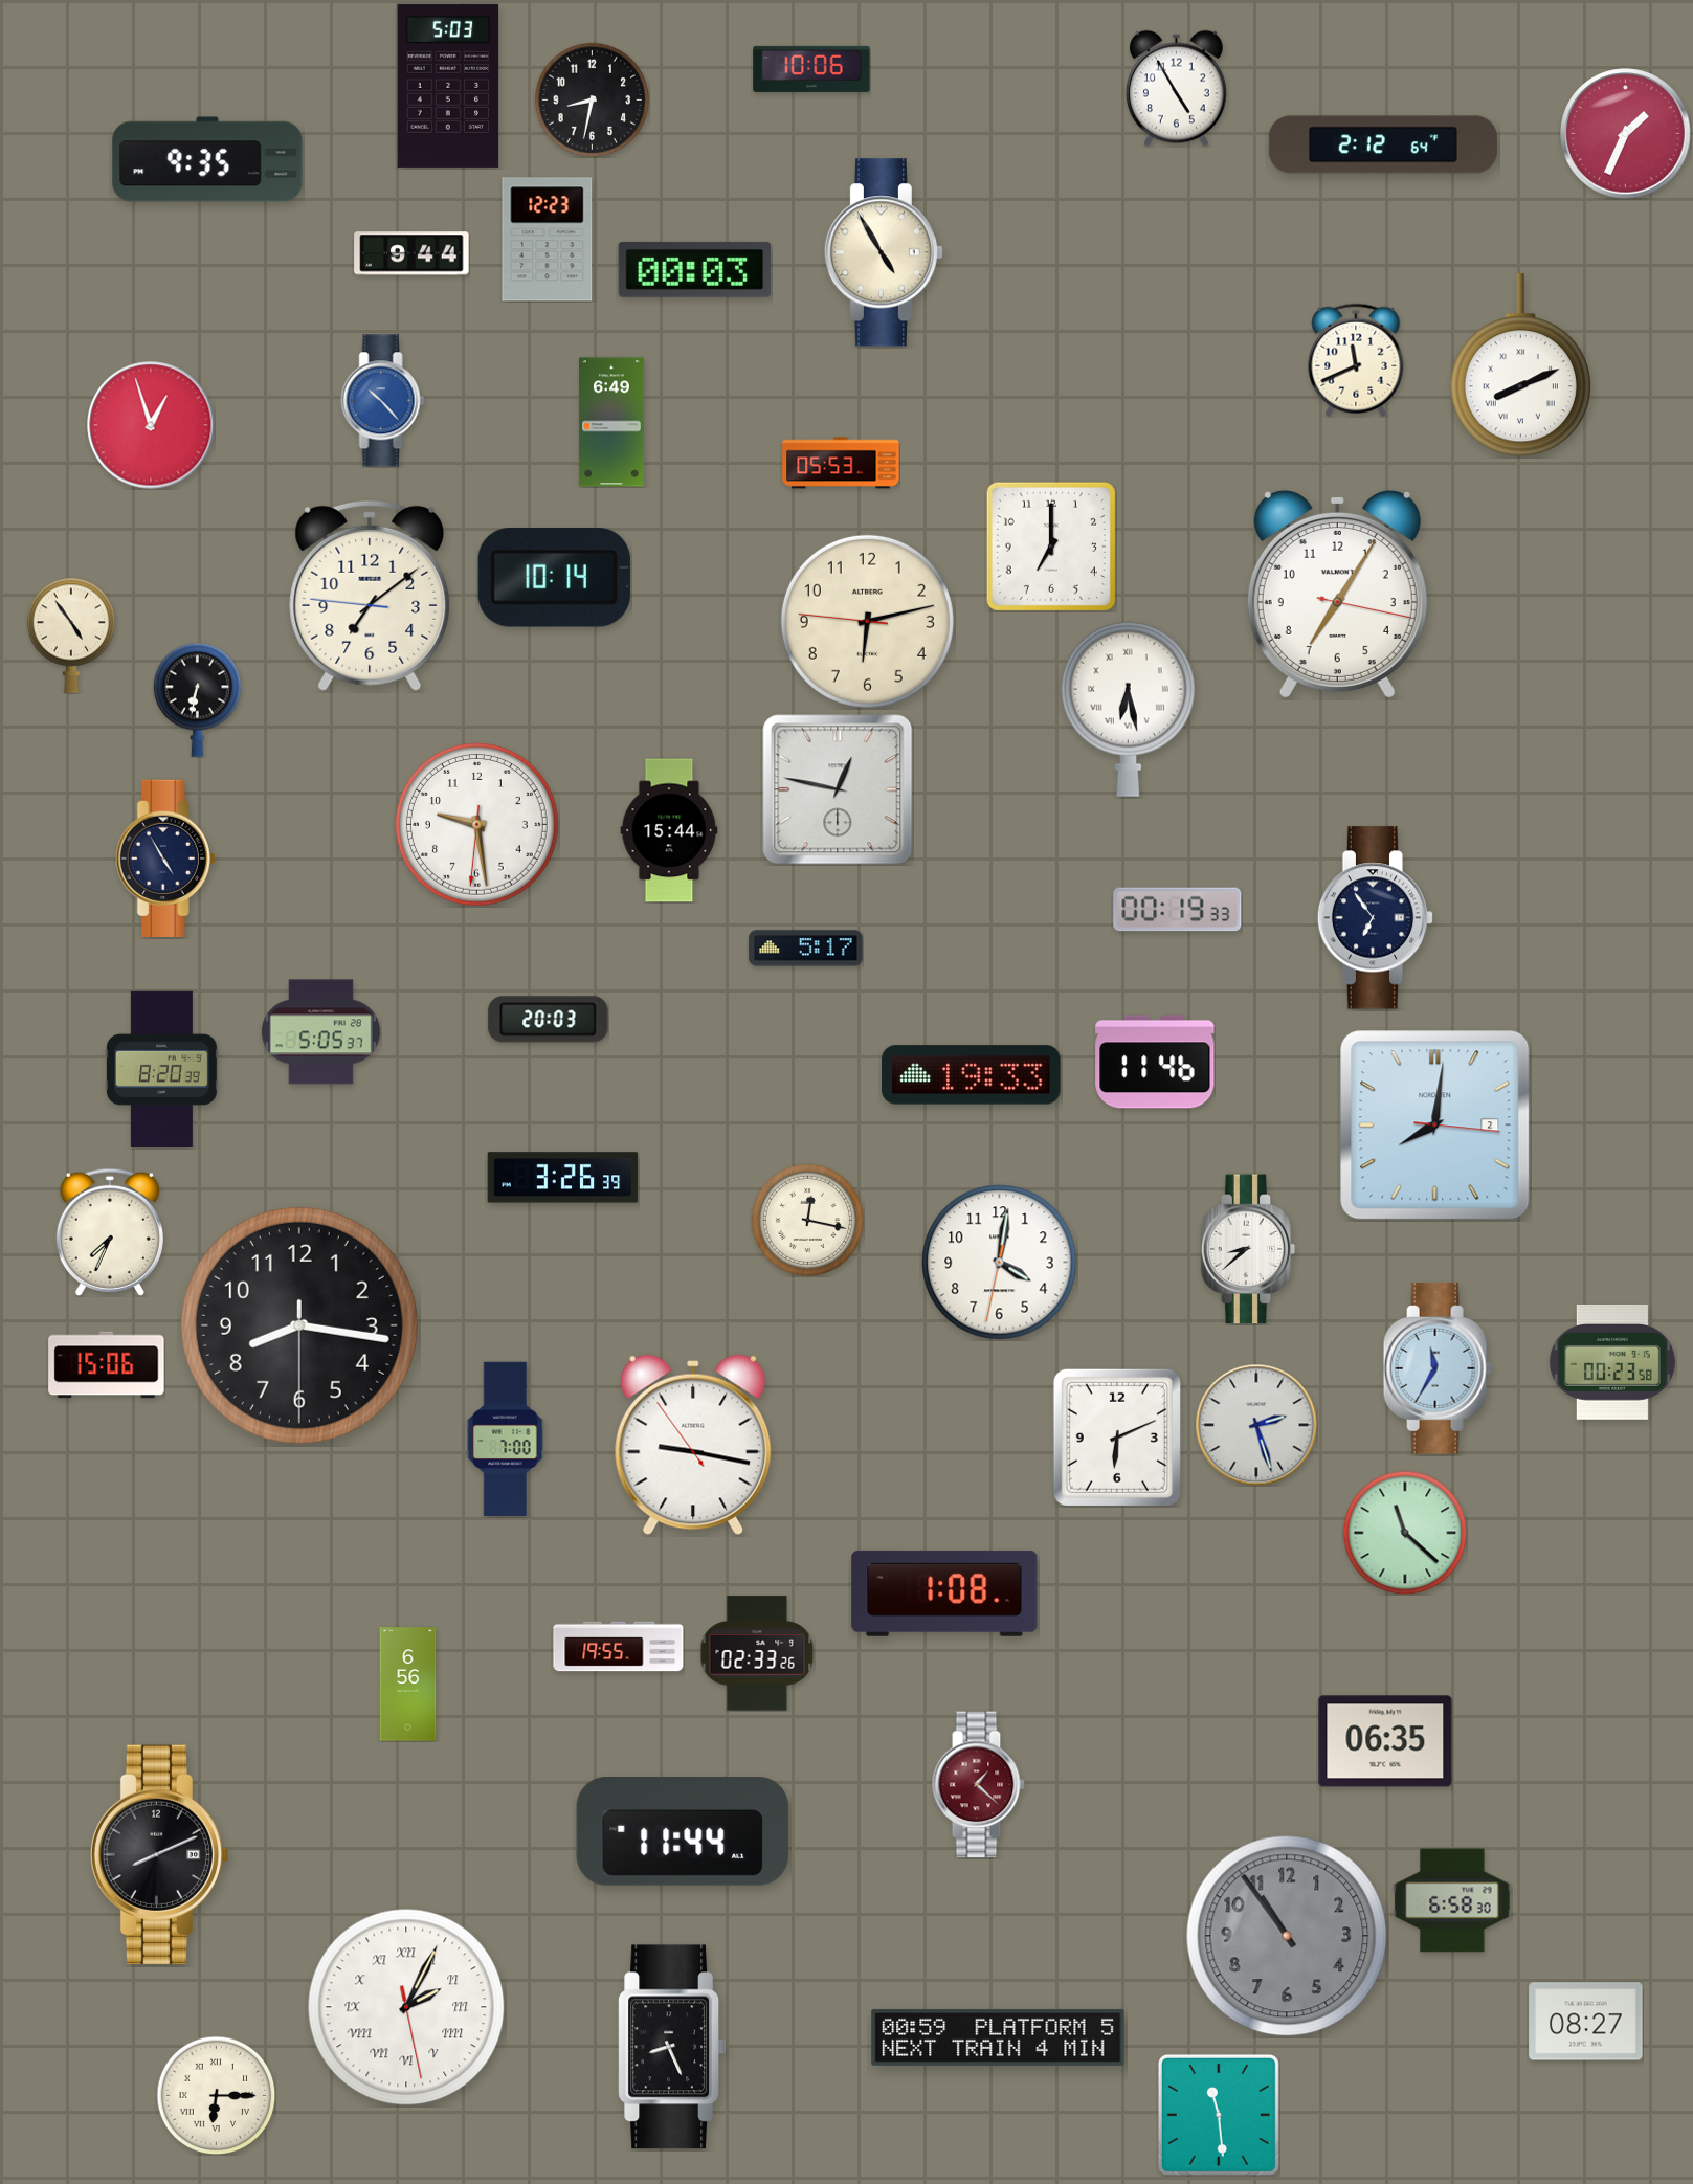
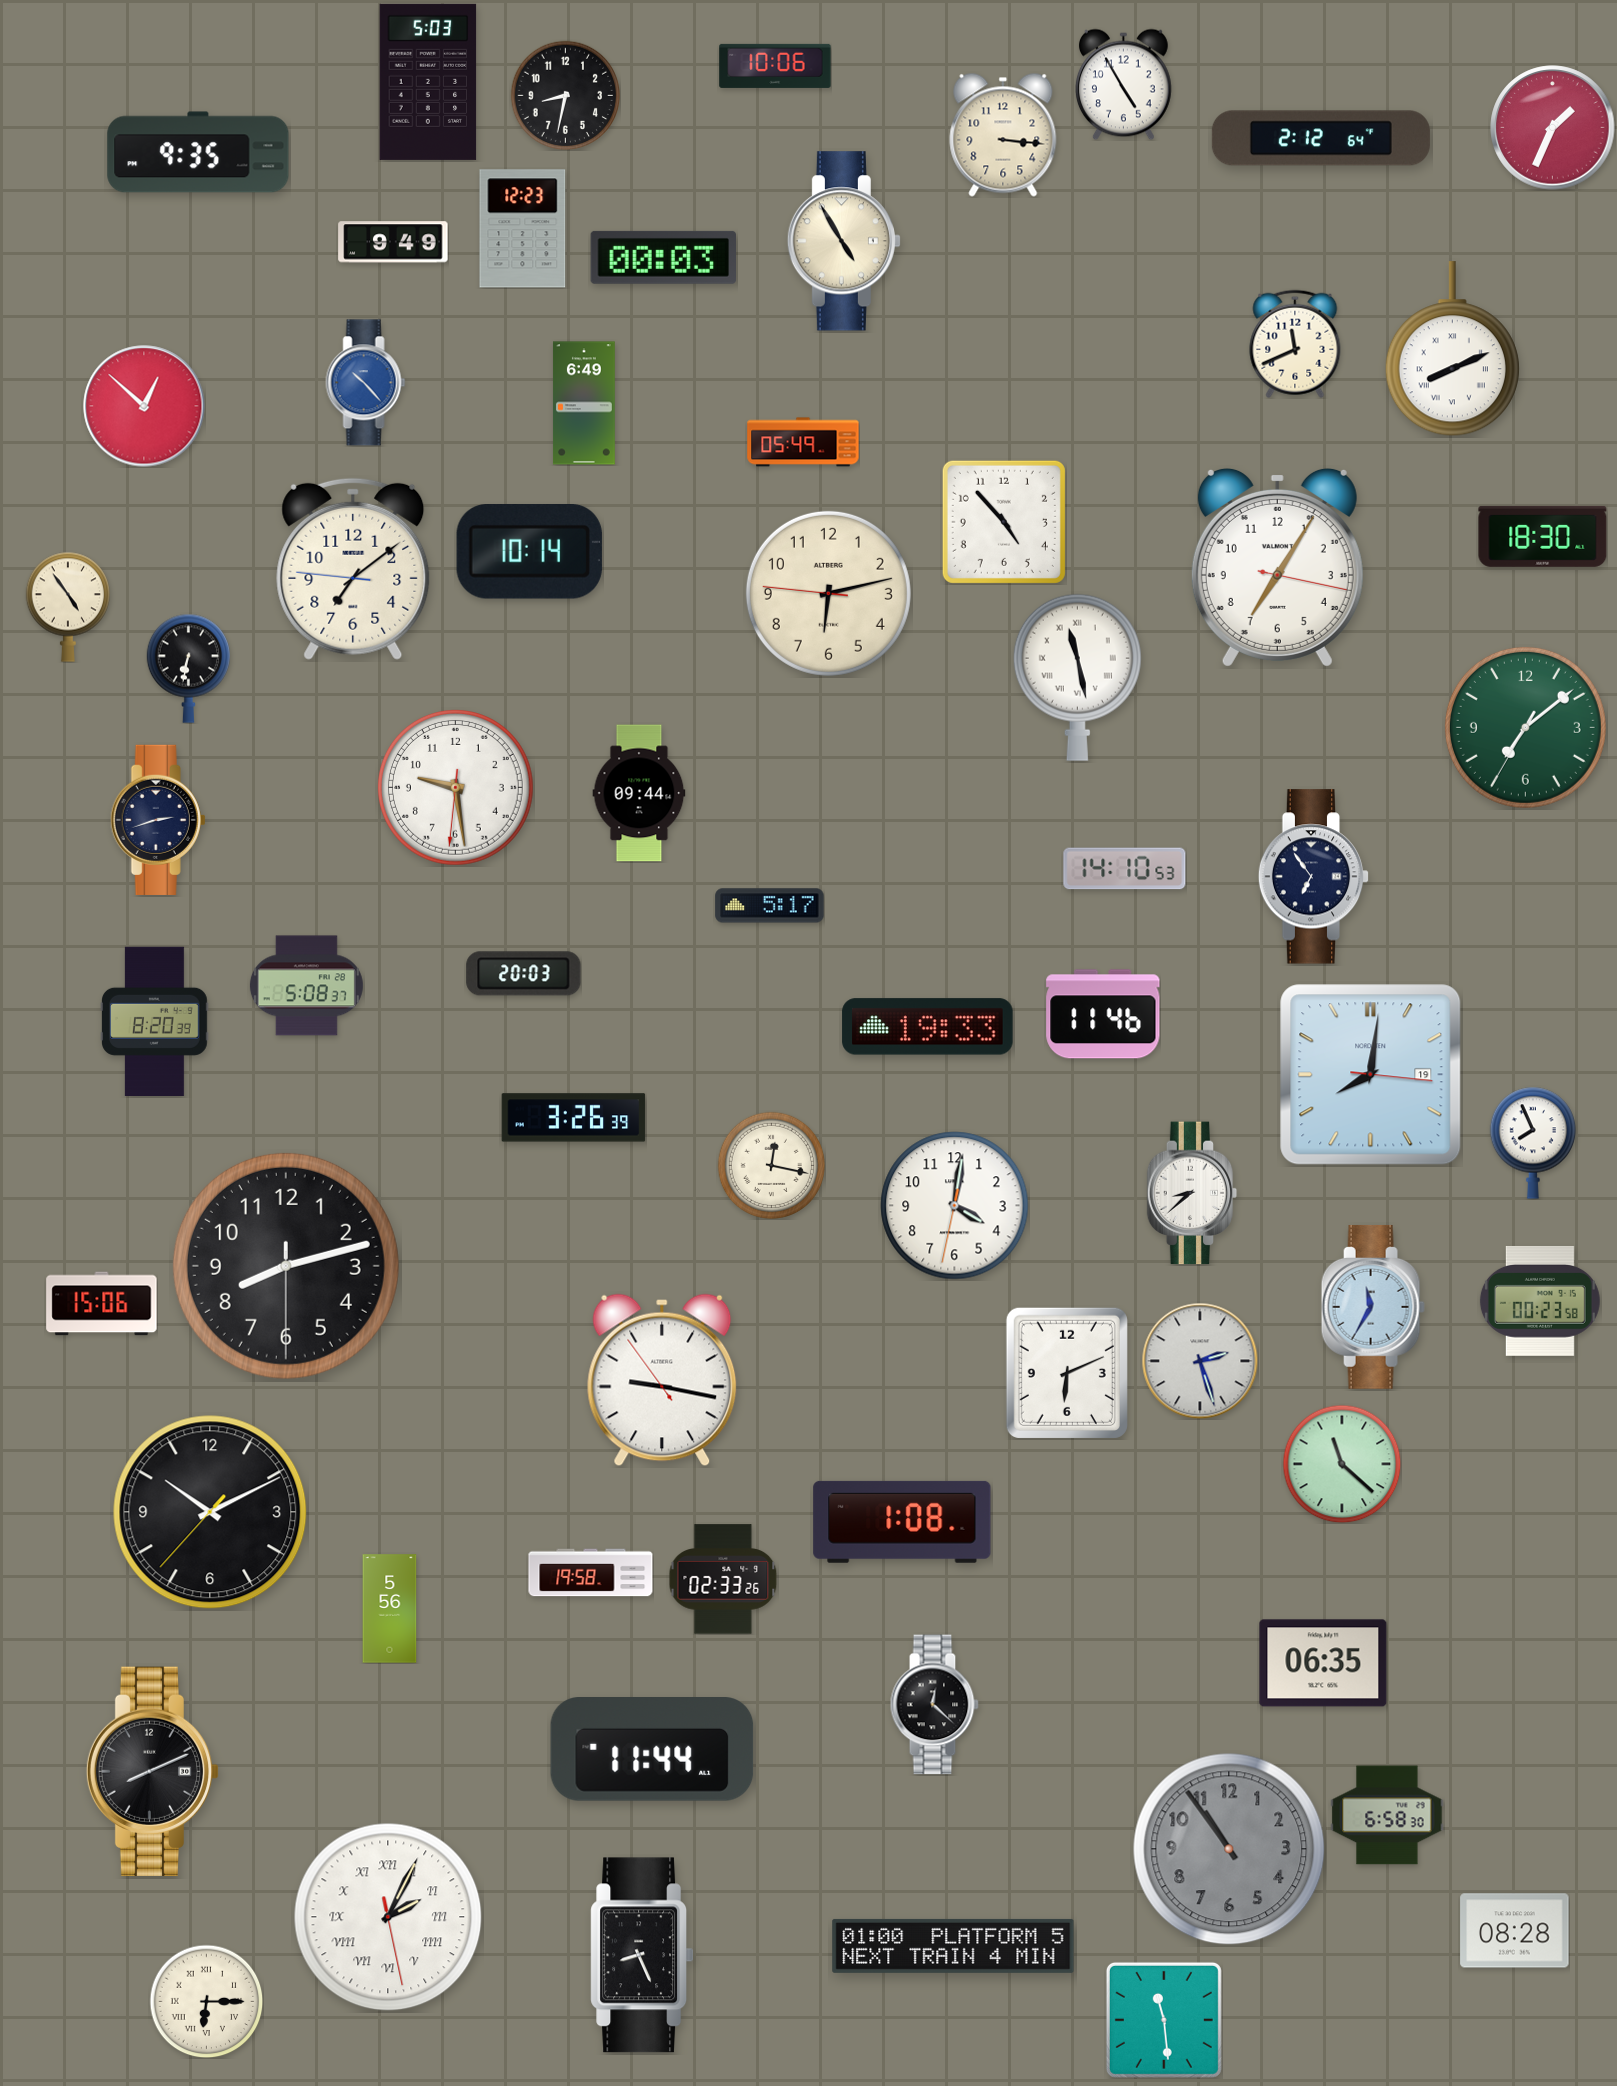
clock at (1003, 135): none -> 3:16
clock at (411, 253): 9:44 -> 9:49
clock at (151, 425): 12:57 -> 12:52
clock at (841, 463): 05:53 -> 05:49
clock at (1051, 547): 7:00 -> 4:53
clock at (1543, 536): none -> 18:30
clock at (1128, 709): 6:28 -> 11:28
clock at (1525, 727): none -> 7:08
clock at (838, 789): 12:47 -> none
clock at (669, 830): 15:44 -> 09:44
clock at (165, 859): 4:55 -> 2:42
clock at (1178, 910): 00:19 -> 14:10
clock at (320, 1032): 5:05 -> 5:08
clock at (1435, 1126) date: 2 -> 19
clock at (563, 1178) position: (563, 1178) -> (574, 1118)
clock at (1533, 1143): none -> 7:56
clock at (110, 1232): 7:34 -> none
clock at (299, 1325): 8:16 -> 8:12
clock at (506, 1440): 7:00 -> none
clock at (210, 1512): none -> 10:10
clock at (619, 1647): 19:55 -> 19:58
clock at (408, 1685): 6:56 -> 5:56
clock at (978, 1785): 1:22 -> 12:22
clock at (978, 1785) dial: burgundy -> black
clock at (1586, 2022): 08:27 -> 08:28
clock at (998, 2037): 00:59 -> 01:00
